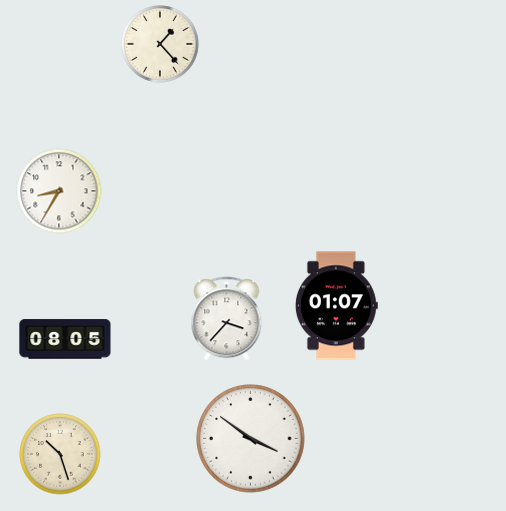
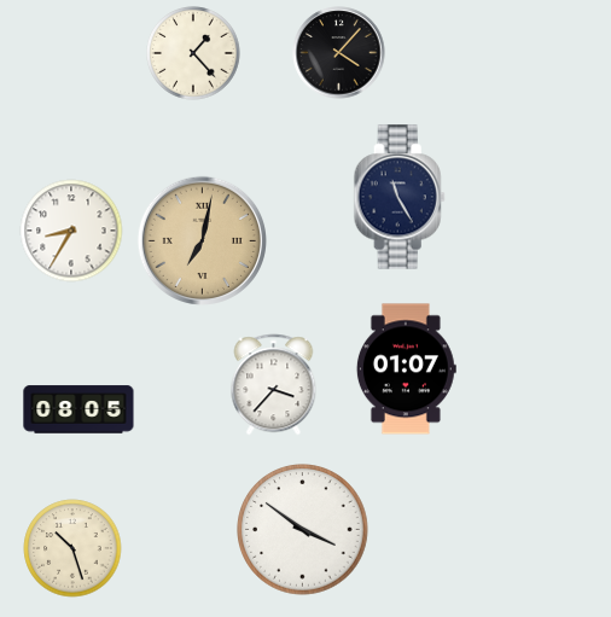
clock at (339, 53): none -> 4:07
clock at (400, 197): none -> 11:25
clock at (202, 240): none -> 7:02
